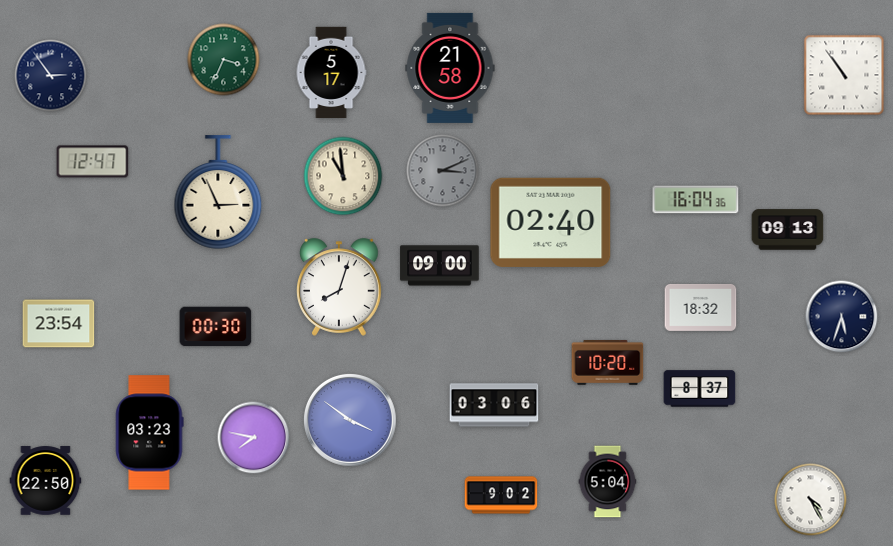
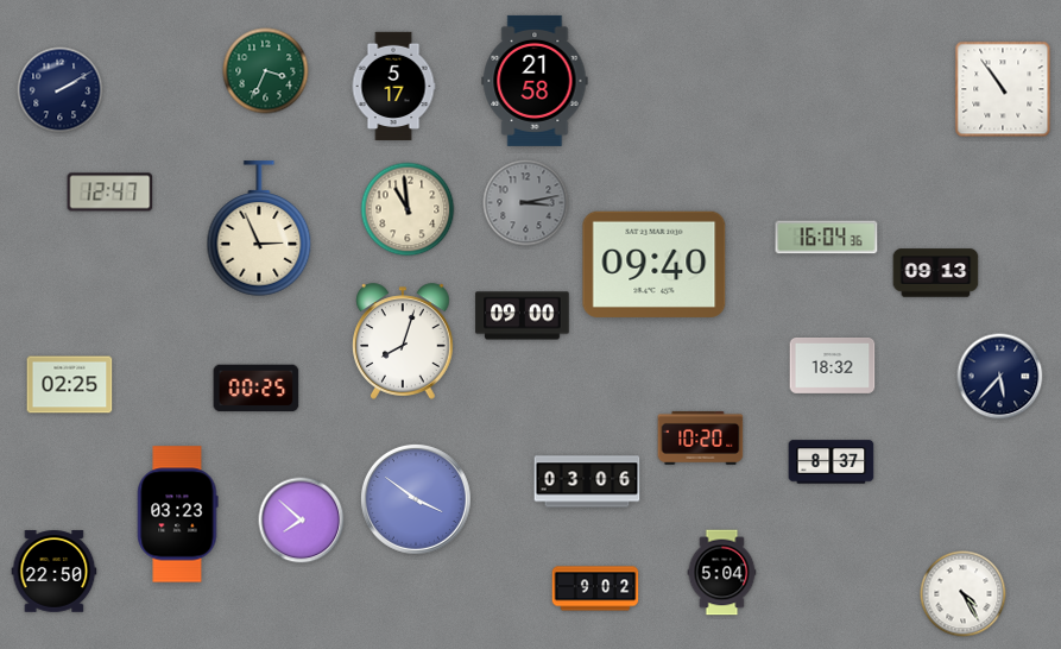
clock at (51, 76): 2:54 -> 2:10
clock at (443, 171): 3:11 -> 3:13
clock at (551, 222): 02:40 -> 09:40
clock at (842, 317): 5:33 -> 5:37
clock at (59, 324): 23:54 -> 02:25
clock at (216, 327): 00:30 -> 00:25
clock at (608, 362) position: (608, 362) -> (701, 437)
clock at (254, 438): 7:47 -> 7:52
